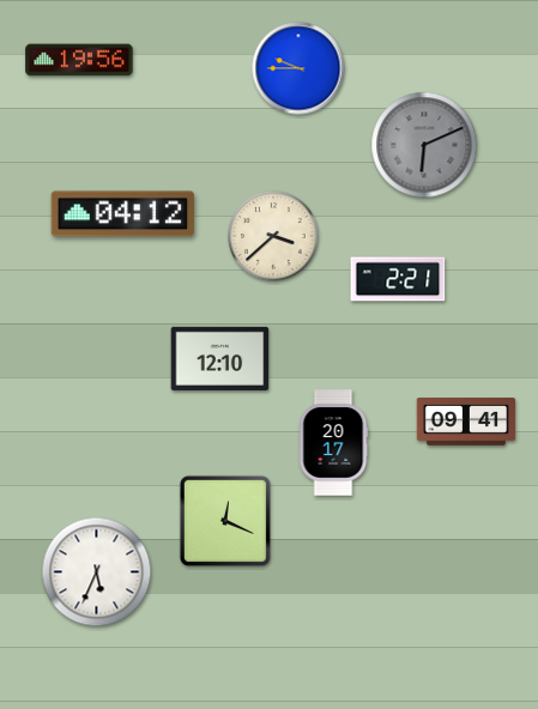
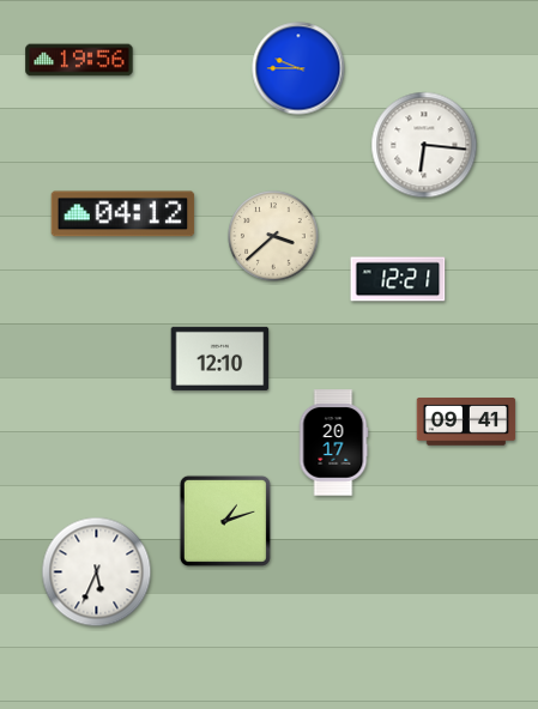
clock at (424, 145): 6:11 -> 6:16
clock at (424, 145) dial: grey -> white
clock at (398, 279): 2:21 -> 12:21
clock at (225, 521): 12:19 -> 1:12
